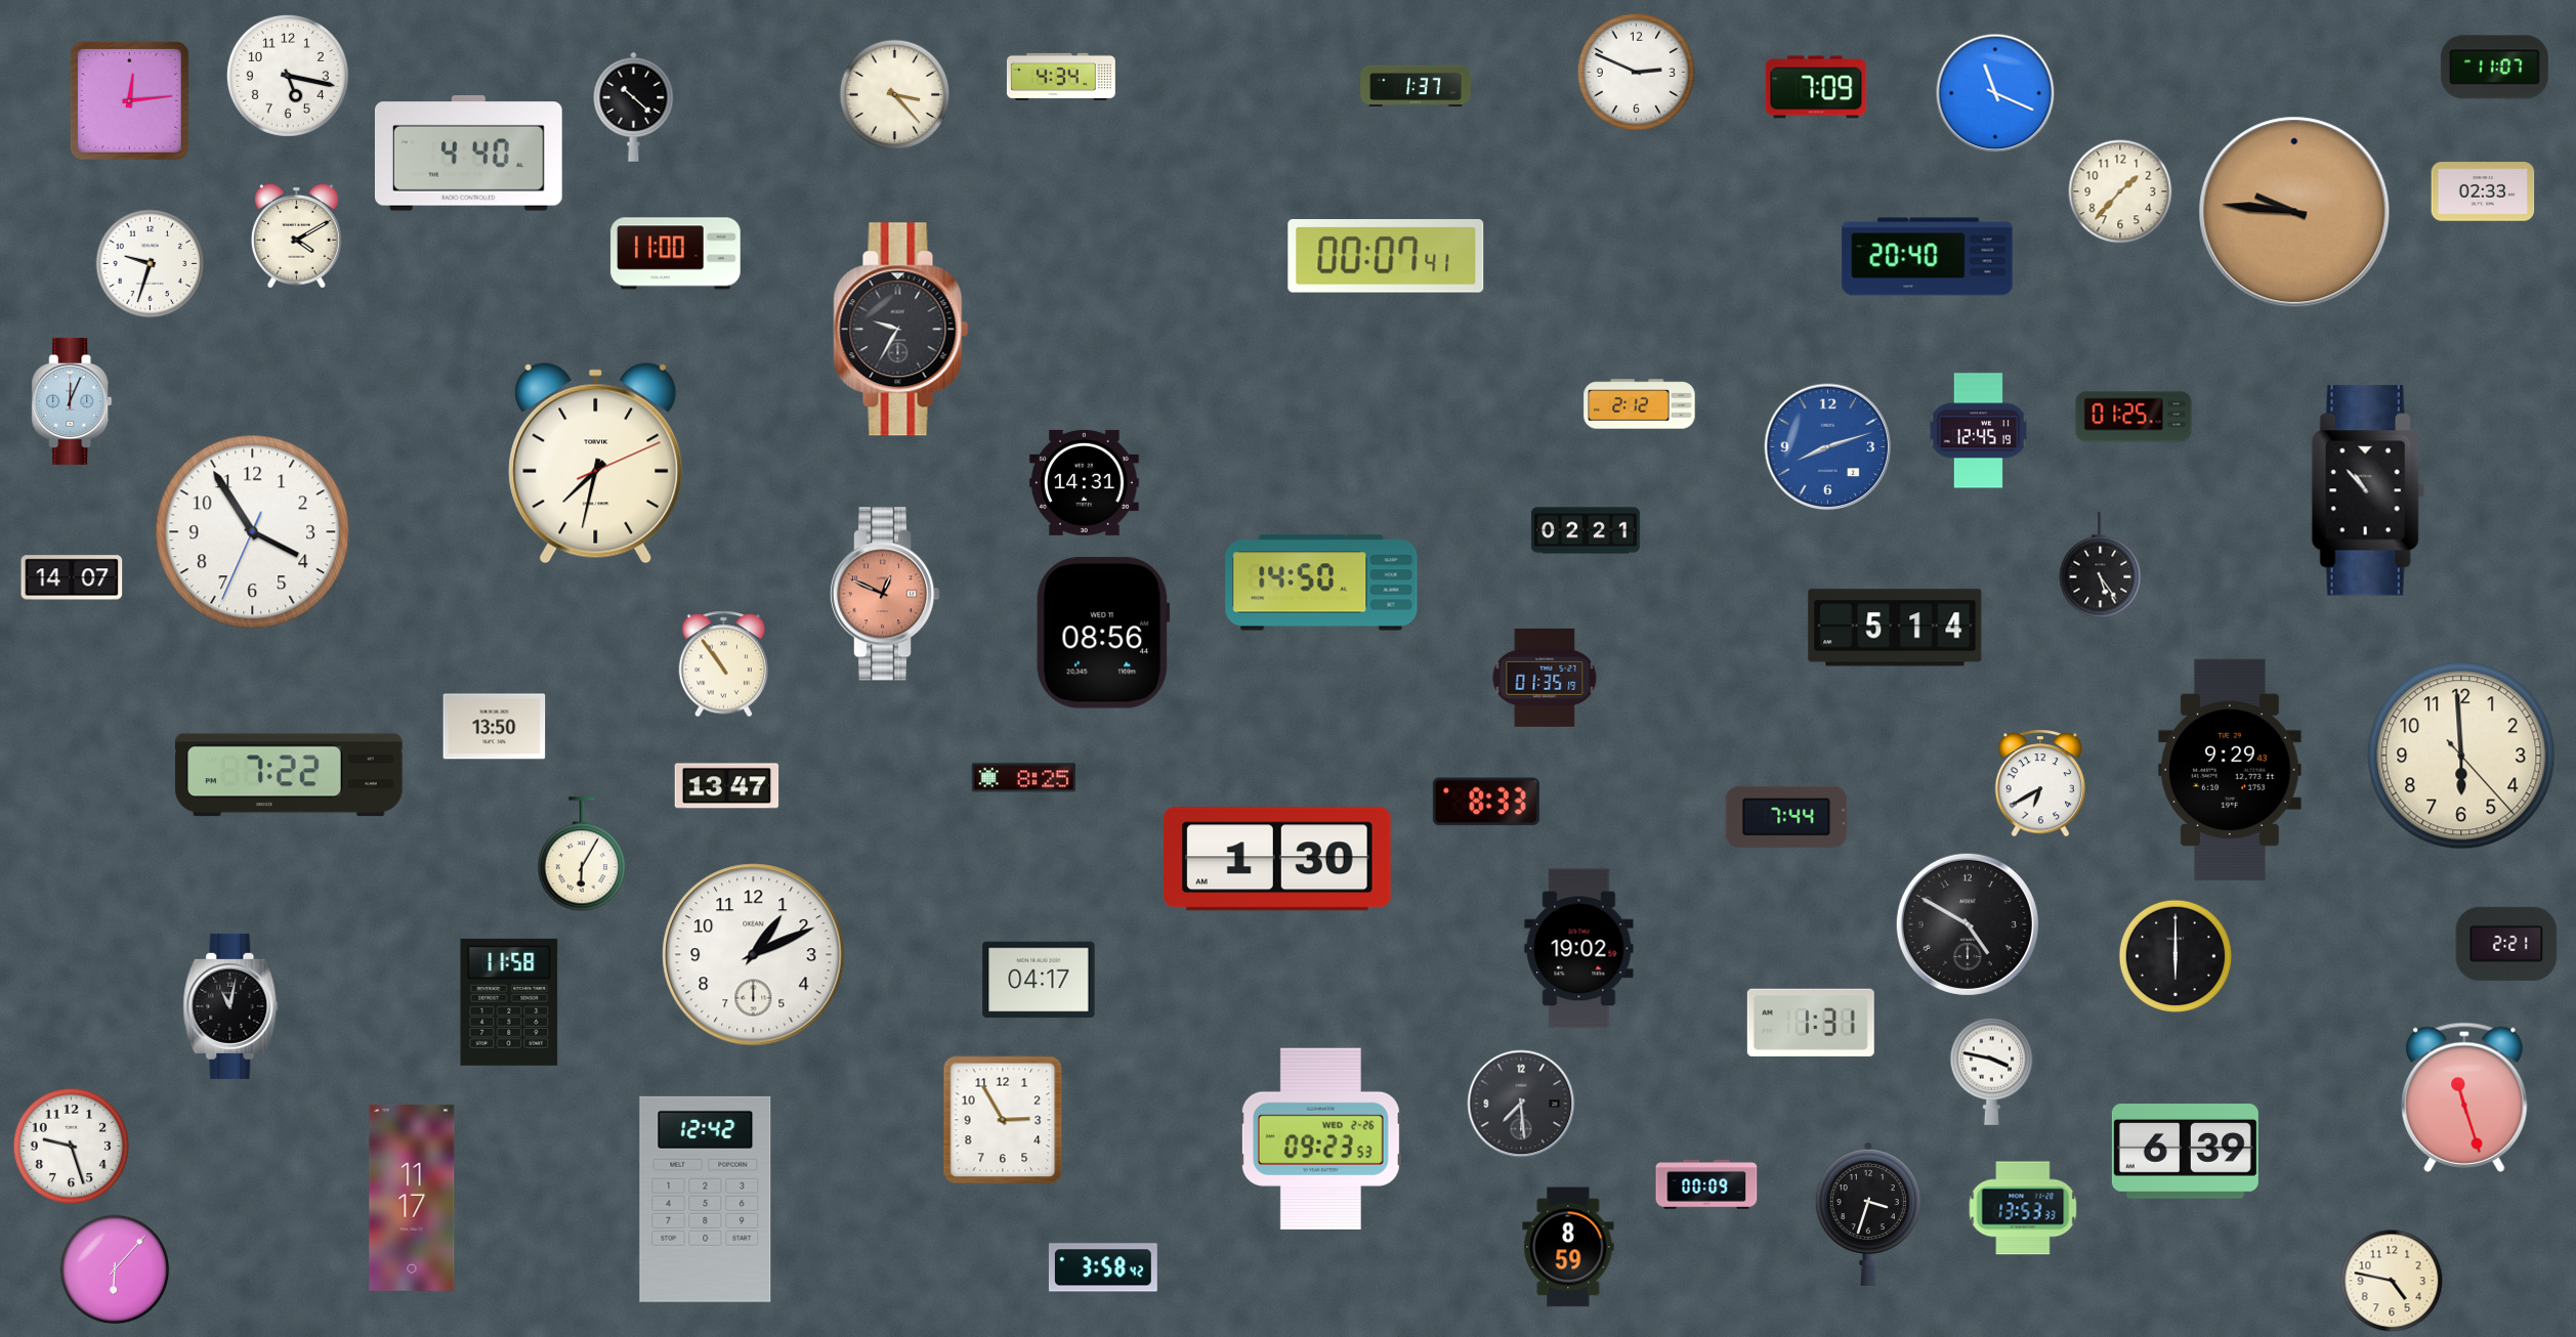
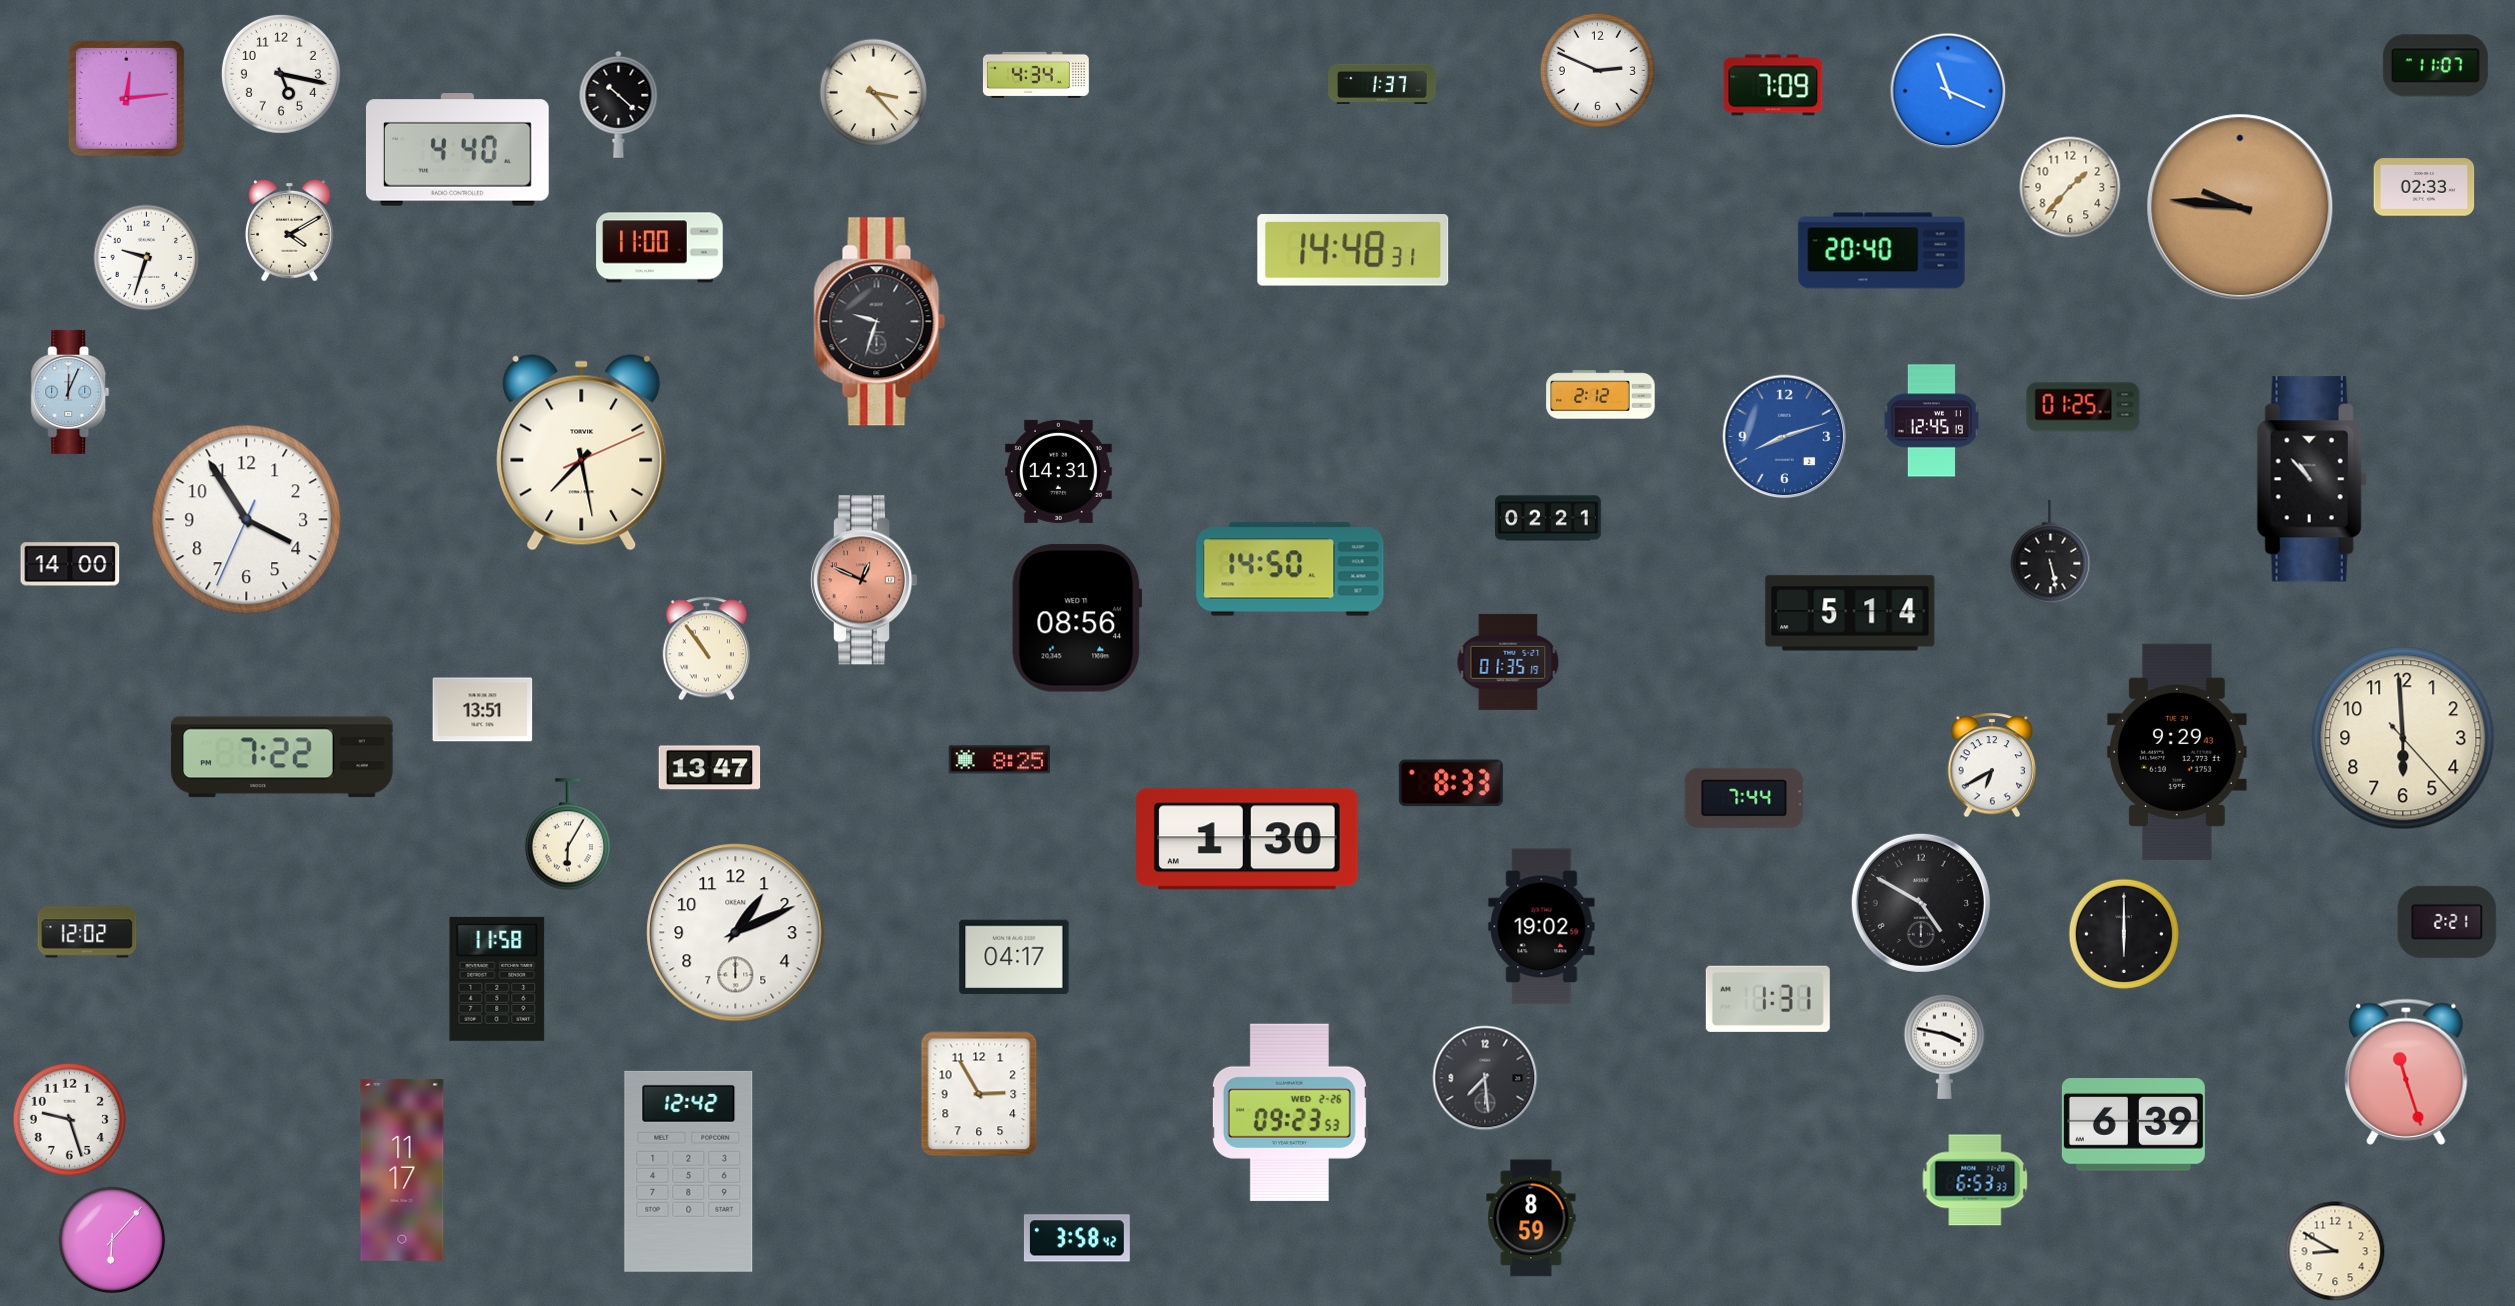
clock at (1386, 257): 00:07 -> 14:48
clock at (901, 330): 9:35 -> 9:33
clock at (596, 464): 7:32 -> 7:28
clock at (2101, 565): 5:24 -> 5:28
clock at (72, 577): 14:07 -> 14:00
clock at (495, 727): 13:50 -> 13:51
clock at (87, 932): none -> 12:02
clock at (230, 1006): 11:02 -> none
clock at (1706, 1184): 00:09 -> none
clock at (2023, 1208): 13:53 -> 6:53
clock at (1868, 1214): 3:33 -> none
clock at (2392, 1281): 4:47 -> 8:50
